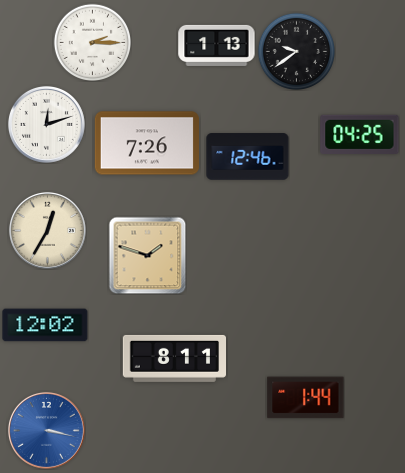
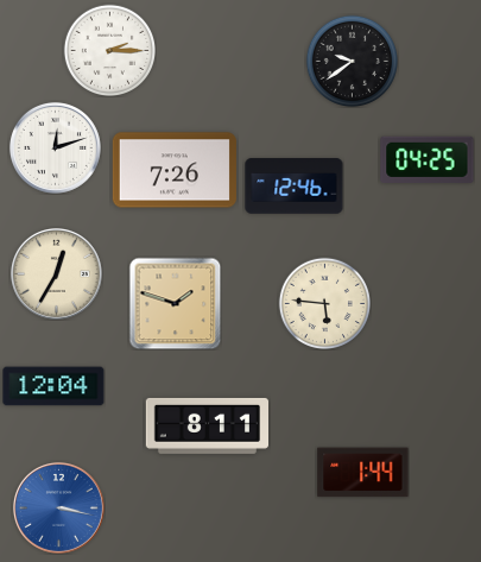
clock at (217, 45): 1:13 -> none
clock at (324, 303): none -> 5:46
clock at (45, 325): 12:02 -> 12:04
clock at (46, 430) position: (46, 430) -> (58, 507)
